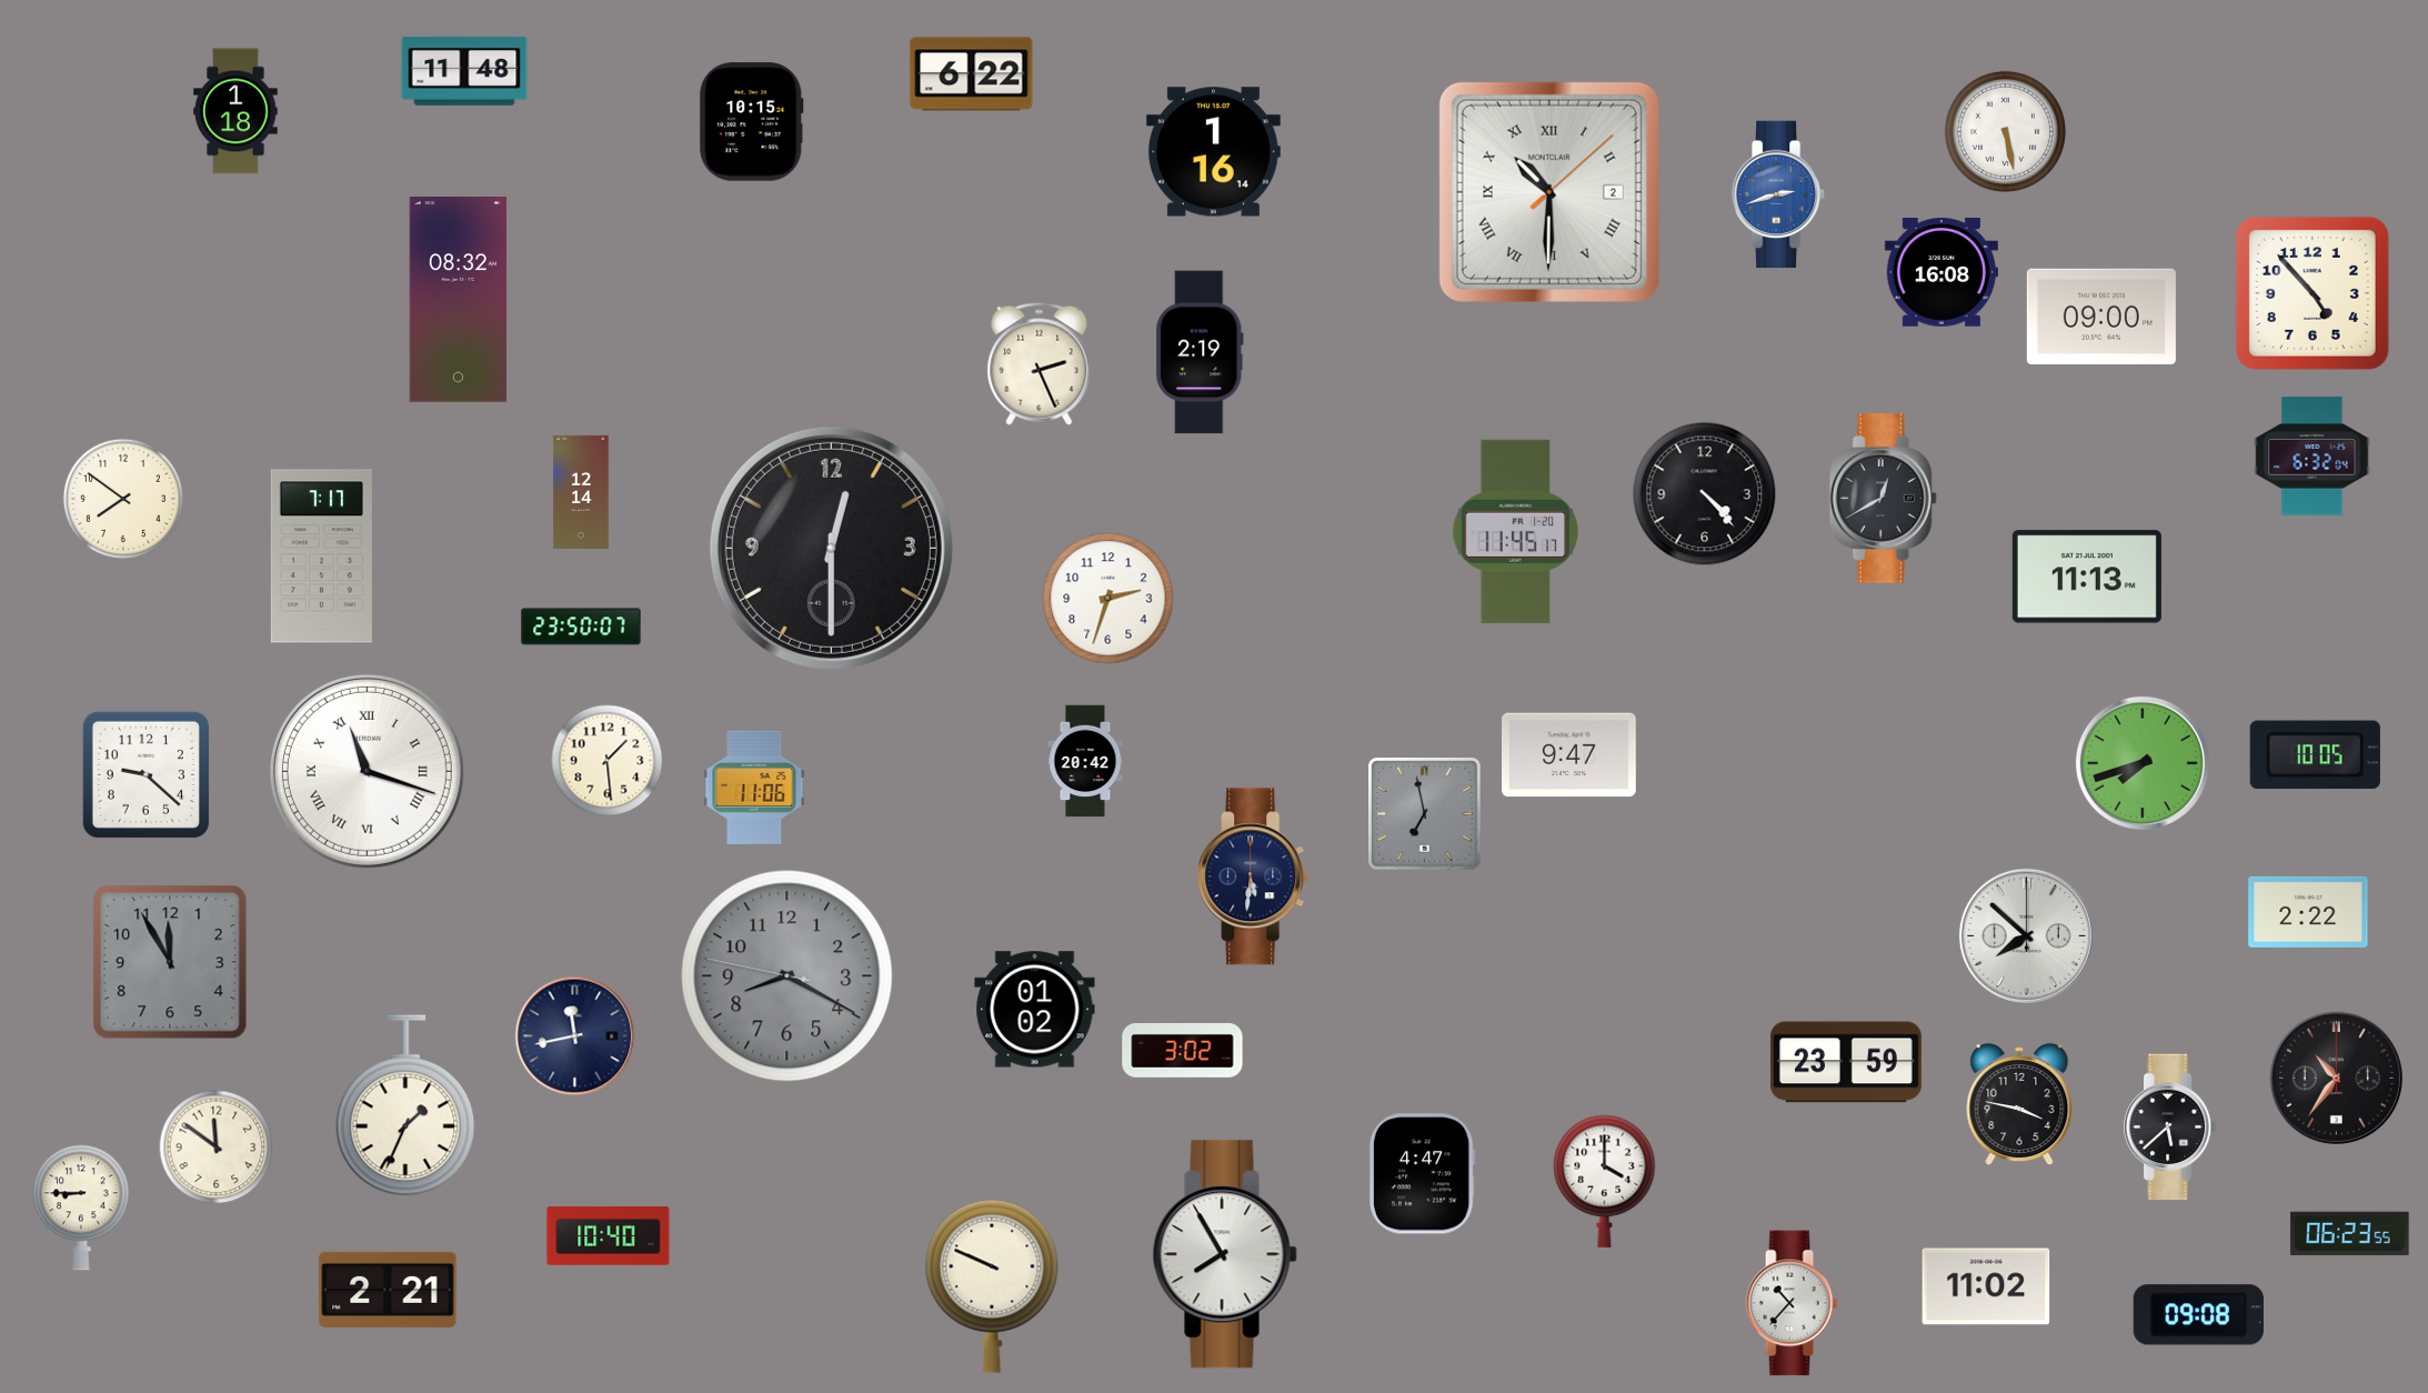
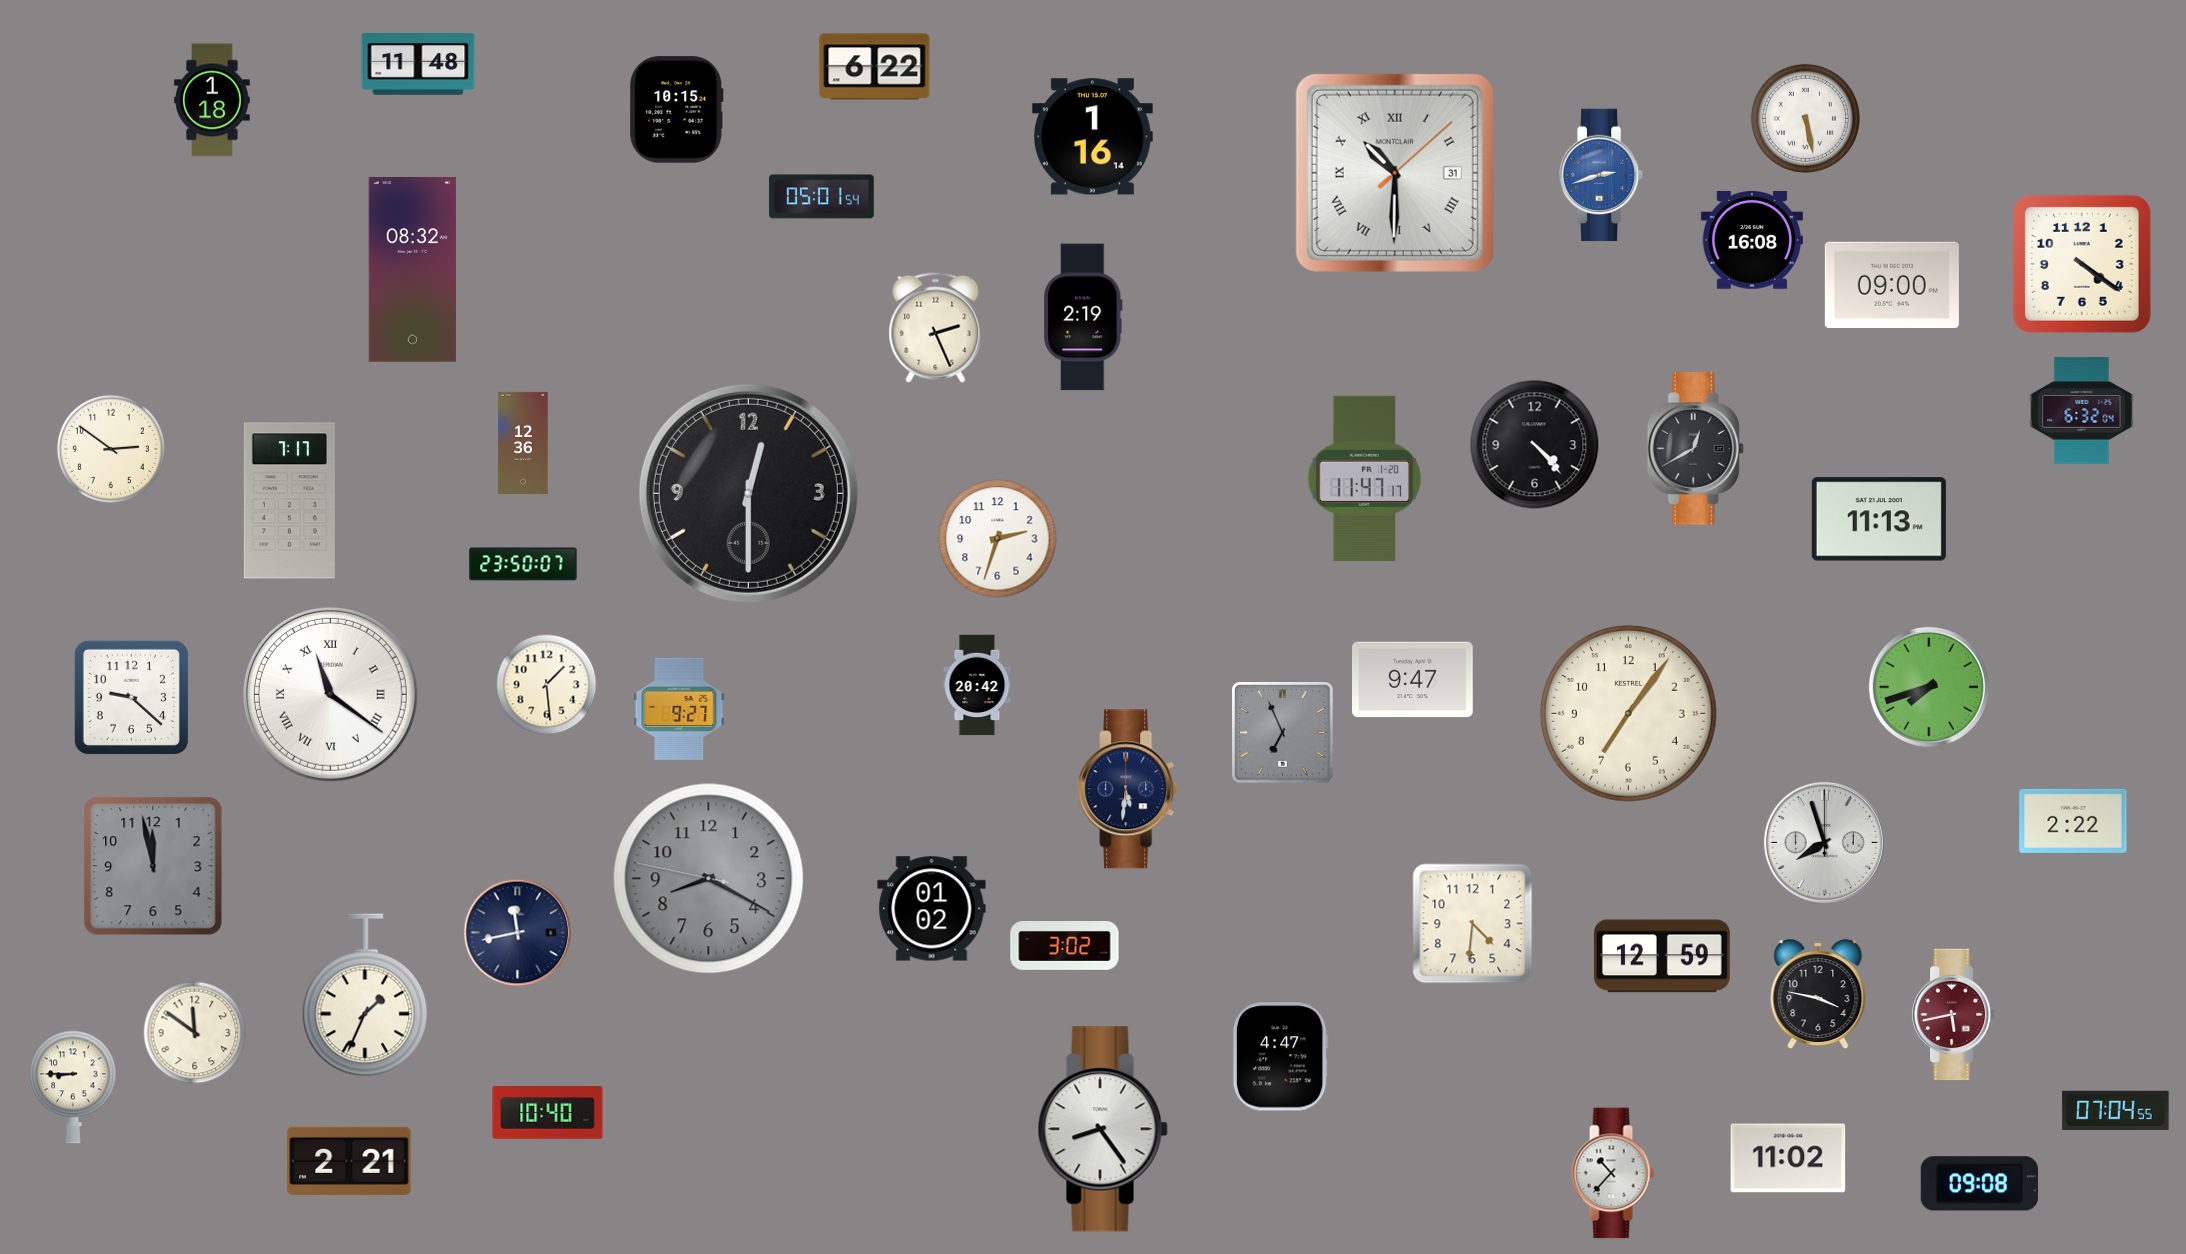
clock at (1549, 192) date: 2 -> 31
clock at (822, 197): none -> 05:01
clock at (1942, 272) position: (1942, 272) -> (1752, 240)
clock at (2312, 293): 4:53 -> 4:21
clock at (1200, 352) position: (1200, 352) -> (1083, 317)
clock at (581, 492): 12:14 -> 12:36
clock at (123, 499): 7:51 -> 2:51
clock at (1516, 531): 11:45 -> 11:47
clock at (2315, 755): 10:05 -> none
clock at (367, 771): 11:18 -> 11:21
clock at (754, 788): 11:06 -> 9:27
clock at (1628, 713): none -> 7:06
clock at (1425, 814): 6:58 -> 6:56
clock at (2308, 912) position: (2308, 912) -> (2073, 821)
clock at (2026, 935): 7:52 -> 7:57
clock at (170, 962): 11:55 -> 11:58
clock at (1473, 924): none -> 4:31
clock at (1846, 1062): 23:59 -> 12:59
clock at (2336, 1078): 10:36 -> none
clock at (2170, 1128): 5:38 -> 5:43
clock at (2170, 1128) dial: black -> burgundy
clock at (1605, 1181): 4:00 -> none
clock at (2350, 1233): 06:23 -> 07:04
clock at (1225, 1254): 7:55 -> 8:24
clock at (992, 1286): 9:49 -> none
